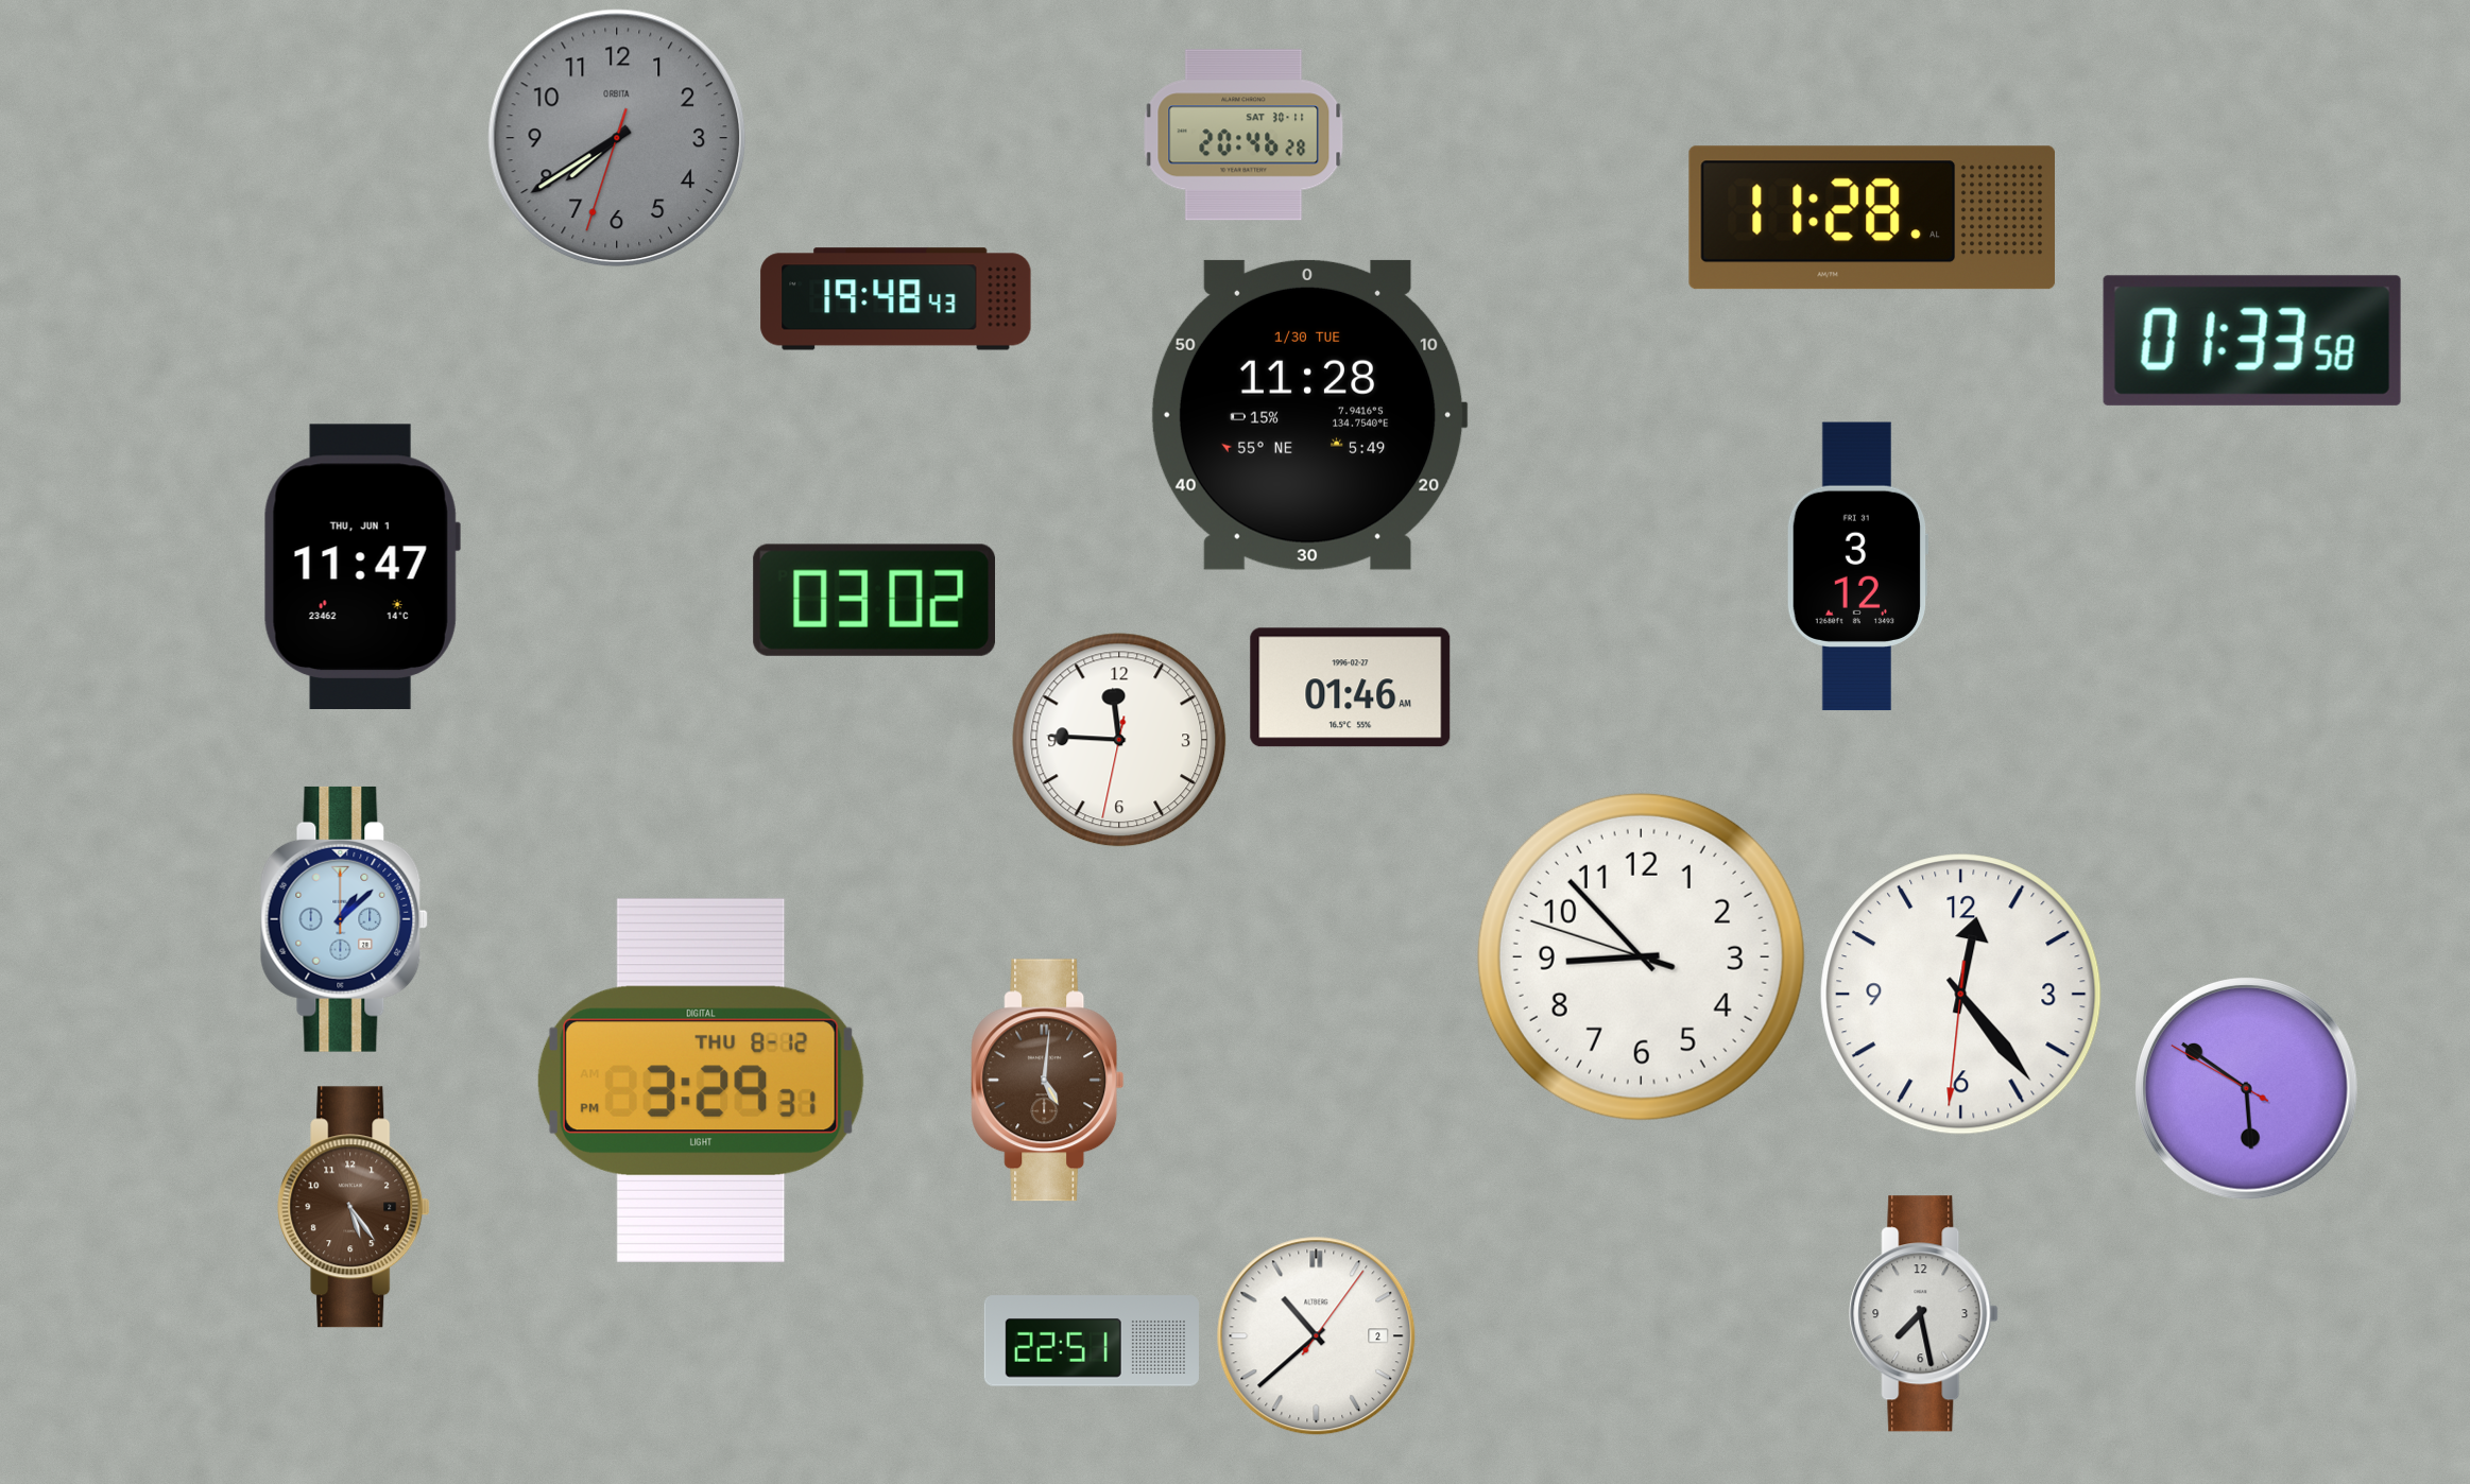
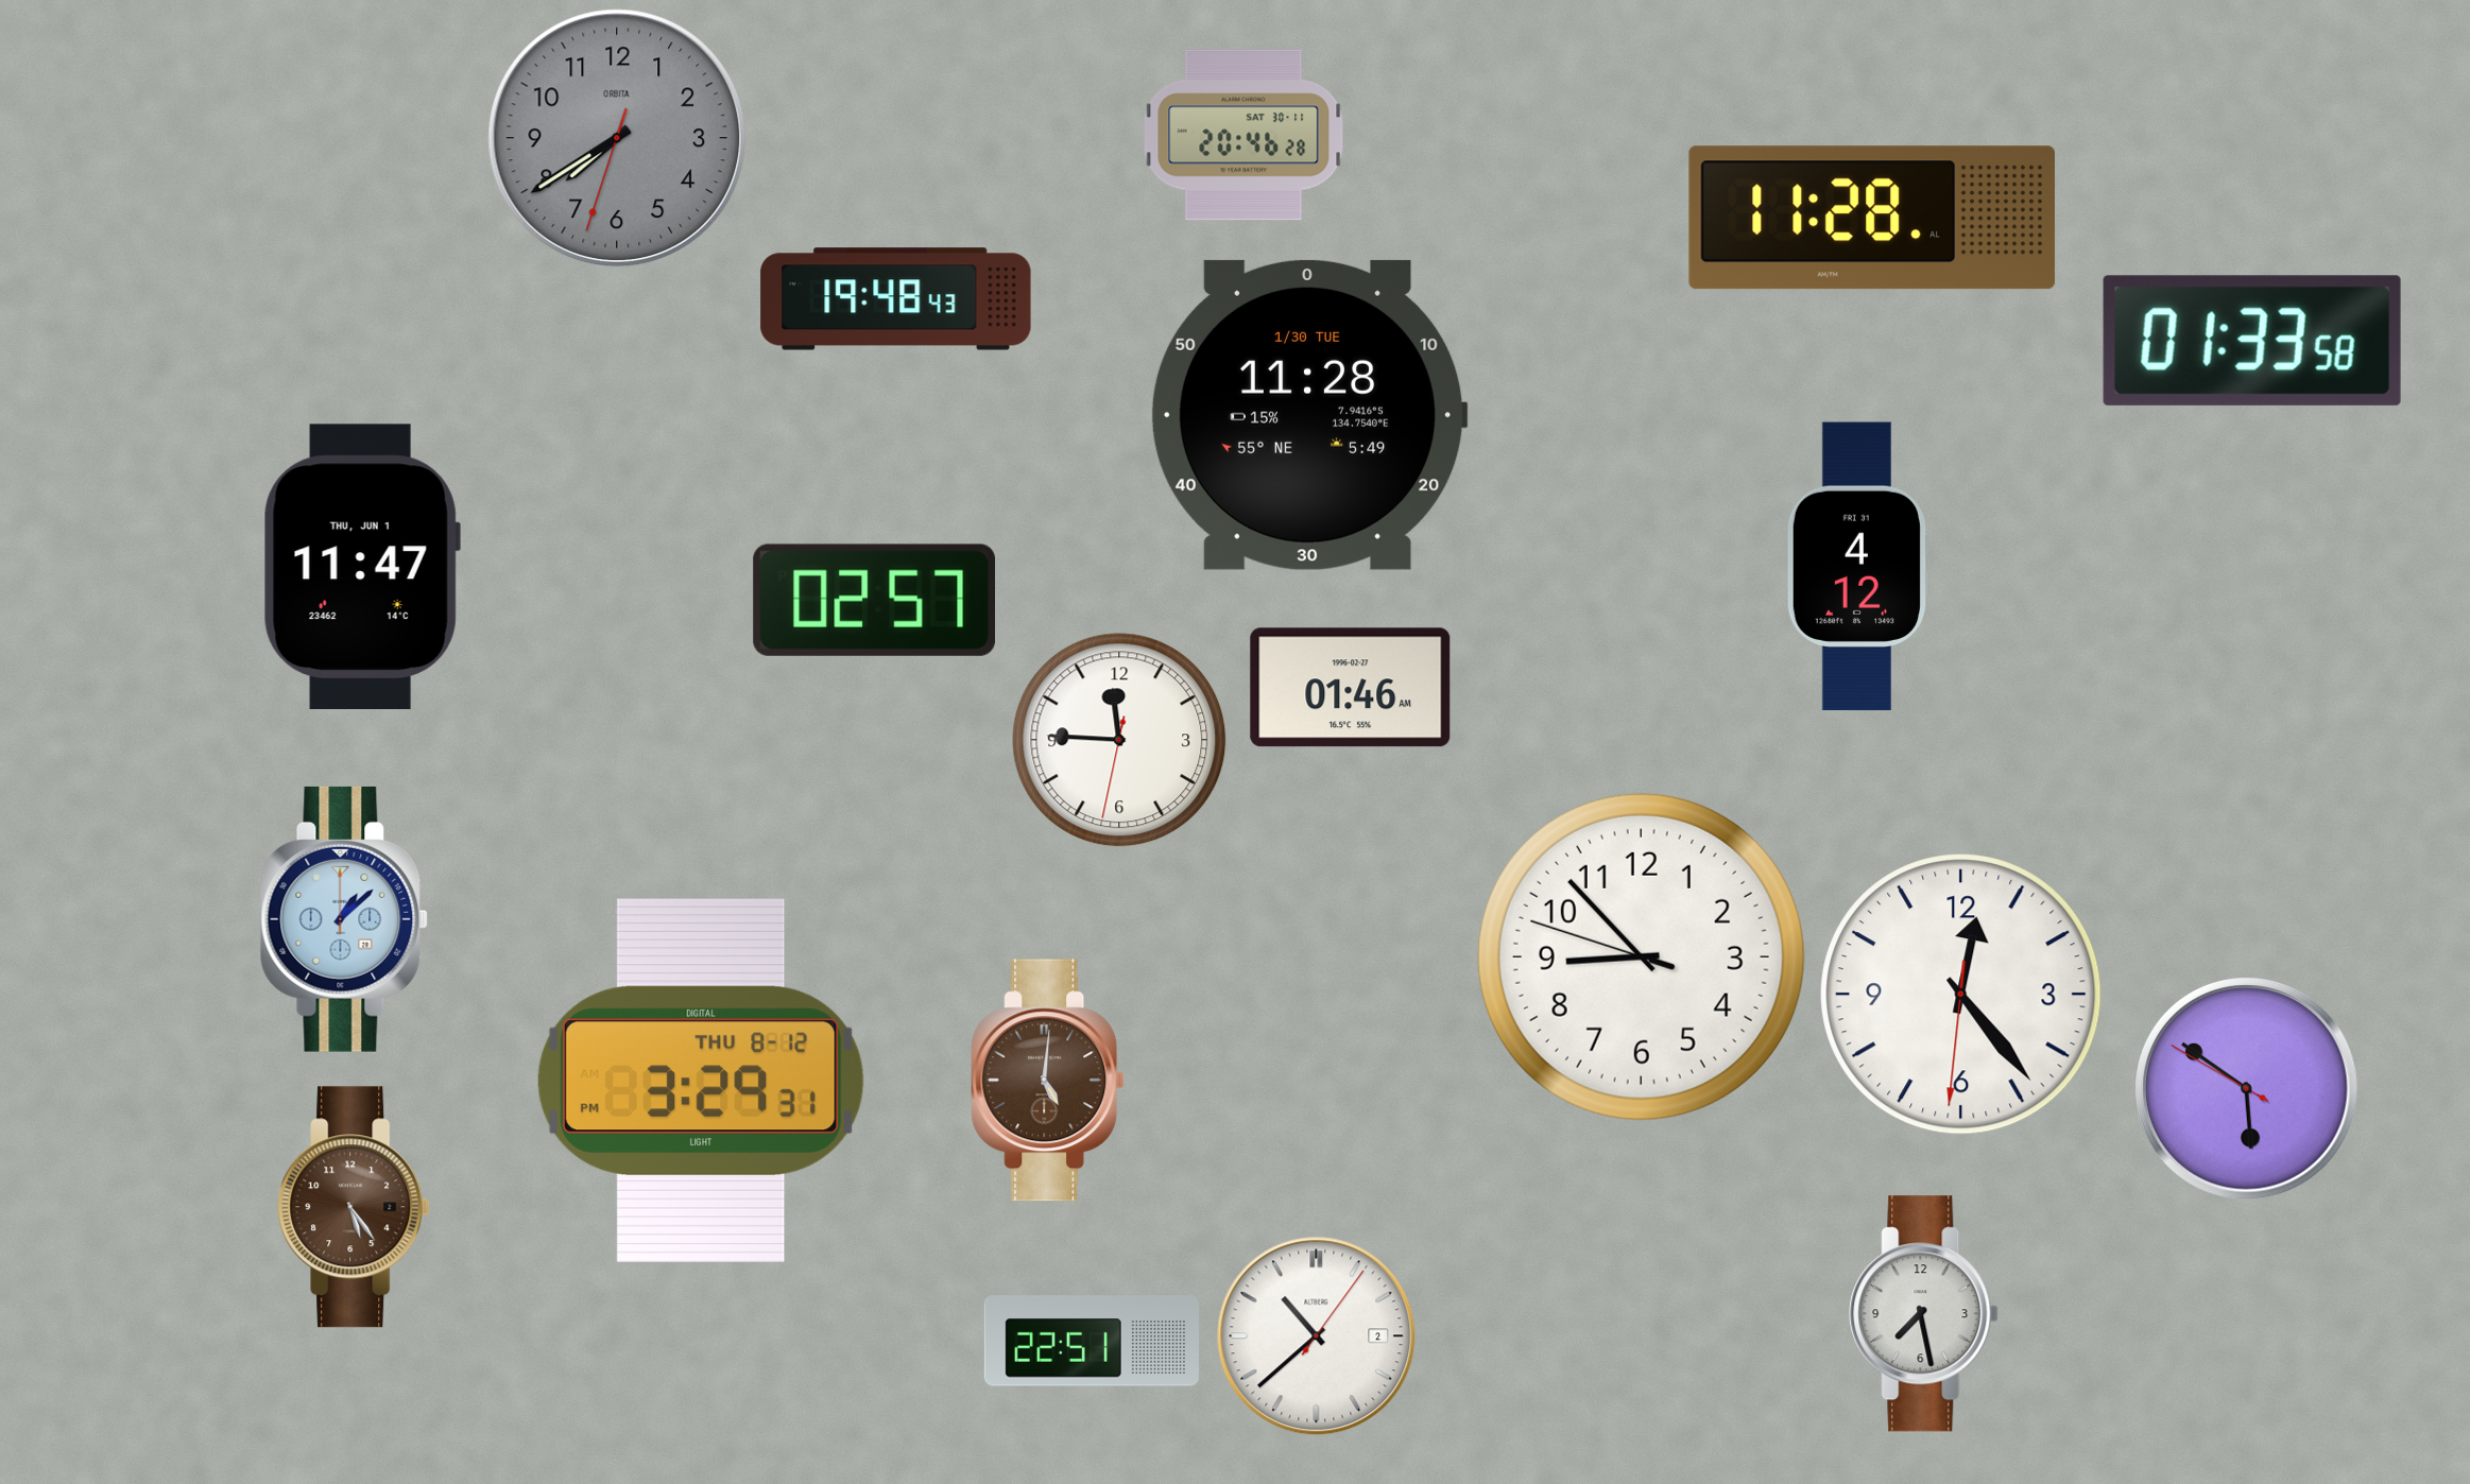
clock at (1857, 567): 3:12 -> 4:12
clock at (874, 600): 03:02 -> 02:57
